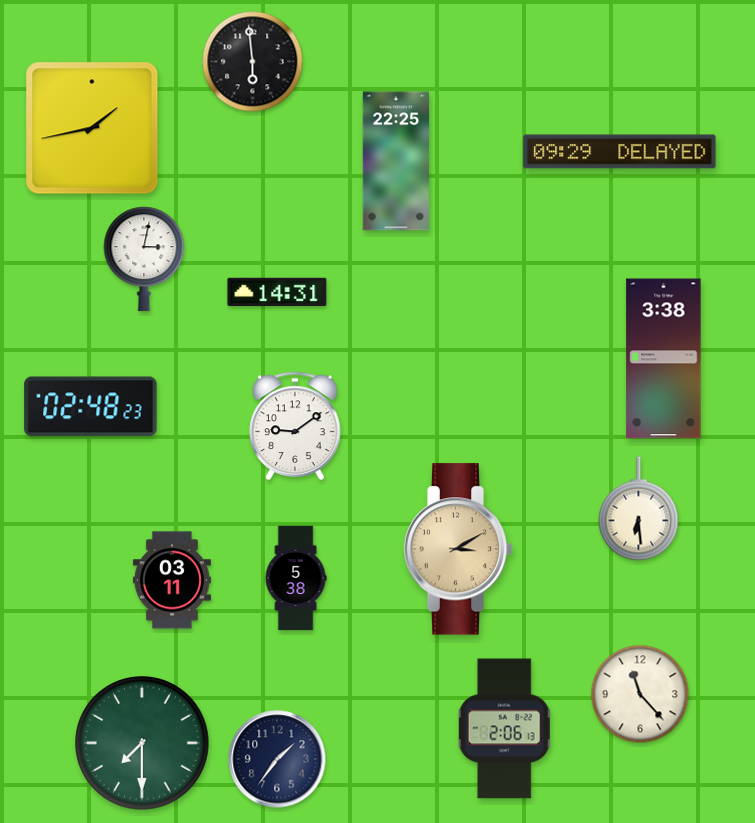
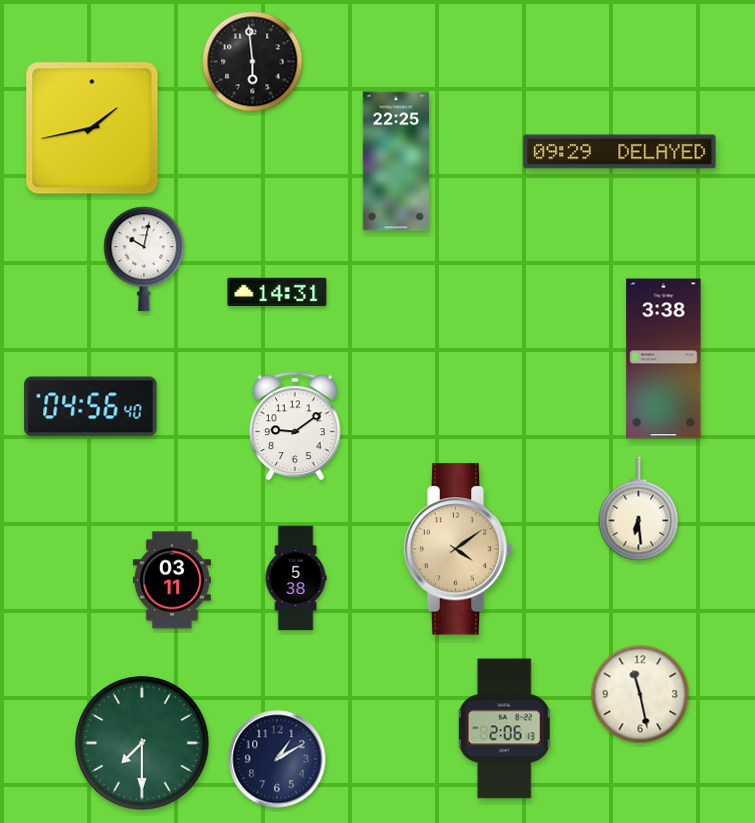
clock at (144, 259): 3:02 -> 10:02
clock at (91, 407): 02:48 -> 04:56
clock at (458, 549): 3:10 -> 4:09
clock at (640, 694): 11:23 -> 11:28
clock at (277, 759): 1:36 -> 1:10
